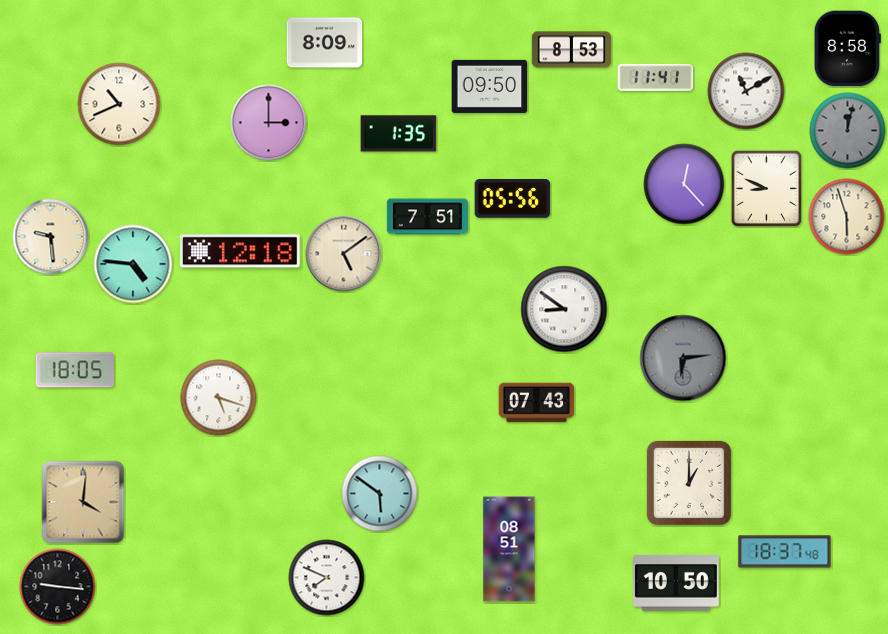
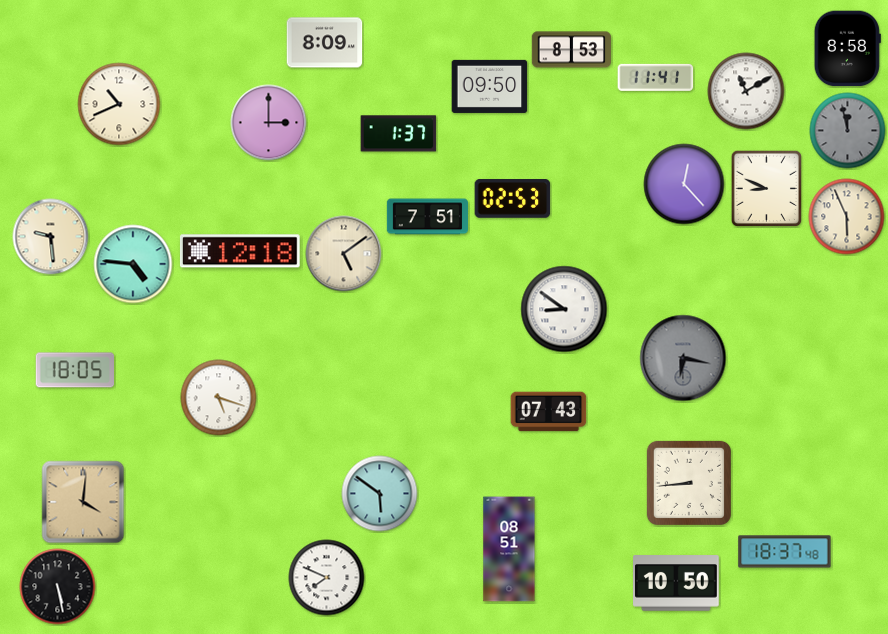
clock at (848, 131): 12:02 -> 11:58
clock at (399, 134): 1:35 -> 1:37
clock at (513, 199): 05:56 -> 02:53
clock at (847, 217): 5:57 -> 5:56
clock at (683, 358): 6:14 -> 6:17
clock at (537, 403) position: (537, 403) -> (549, 412)
clock at (689, 483): 1:00 -> 8:44
clock at (58, 587): 9:16 -> 5:28
